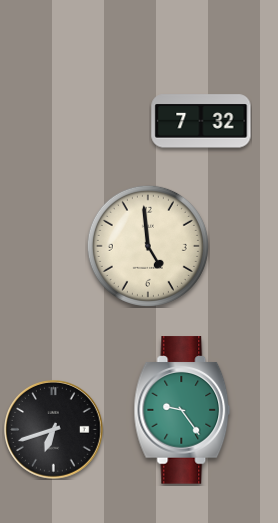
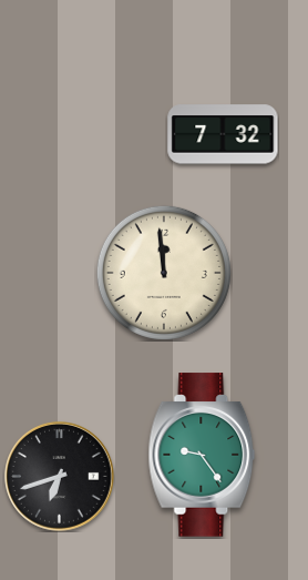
clock at (148, 246): 4:59 -> 11:59
